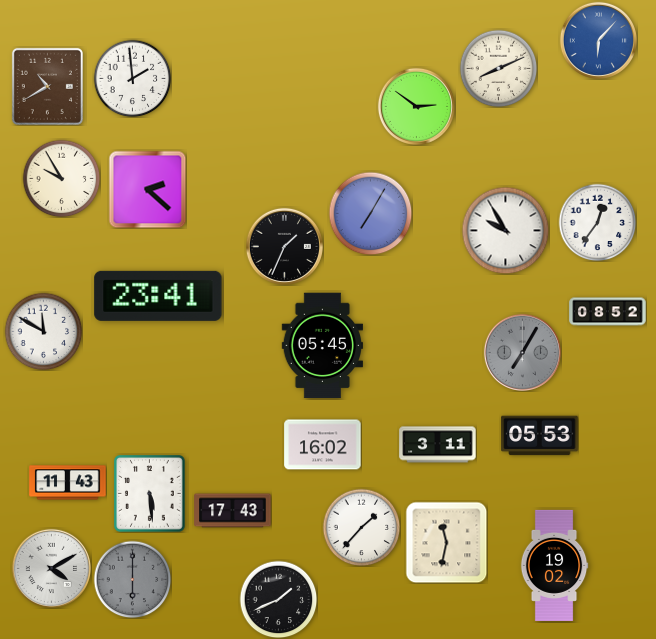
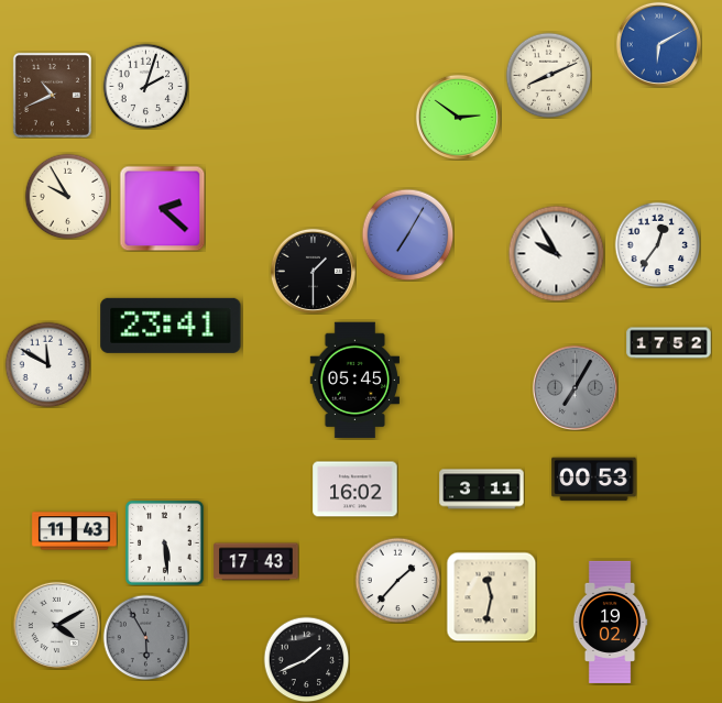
clock at (598, 40): 6:07 -> 6:10
clock at (132, 78): 1:59 -> 2:03
clock at (47, 86): 10:40 -> 10:41
clock at (284, 246): 1:34 -> 1:30
clock at (158, 296) position: (158, 296) -> (171, 326)
clock at (608, 312): 08:52 -> 17:52
clock at (540, 436): 05:53 -> 00:53
clock at (132, 579): 6:00 -> 5:55
